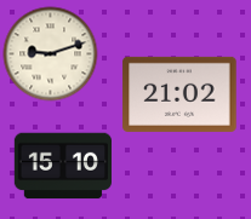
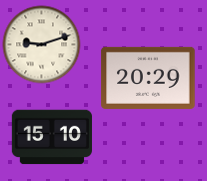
clock at (179, 94): 21:02 -> 20:29
